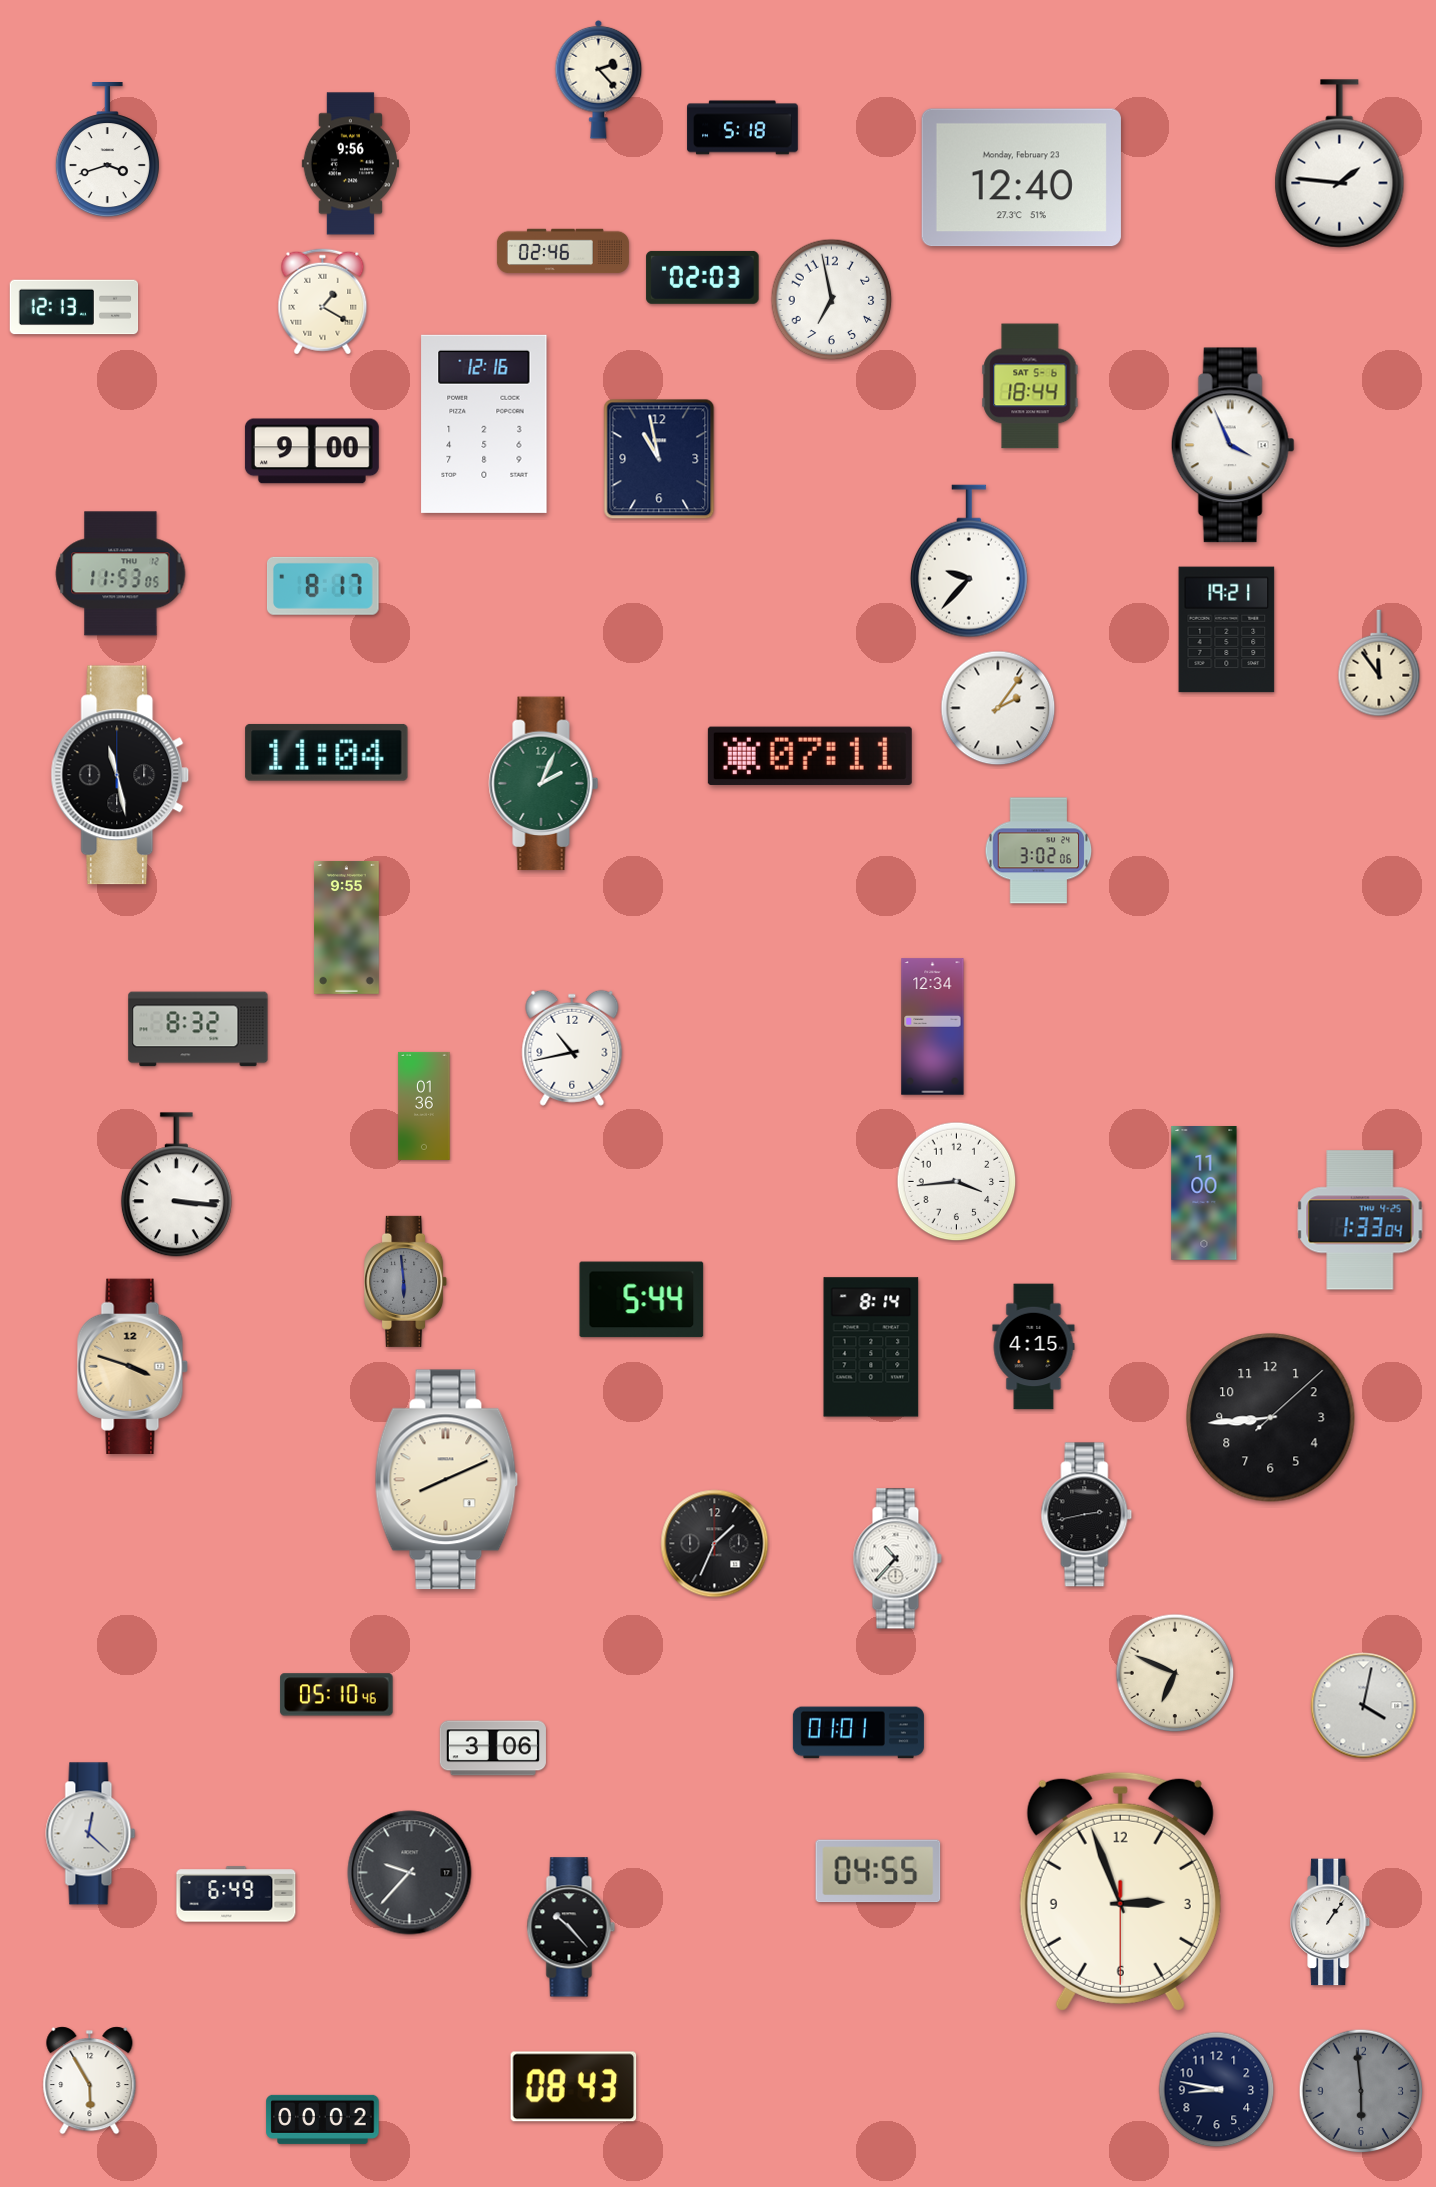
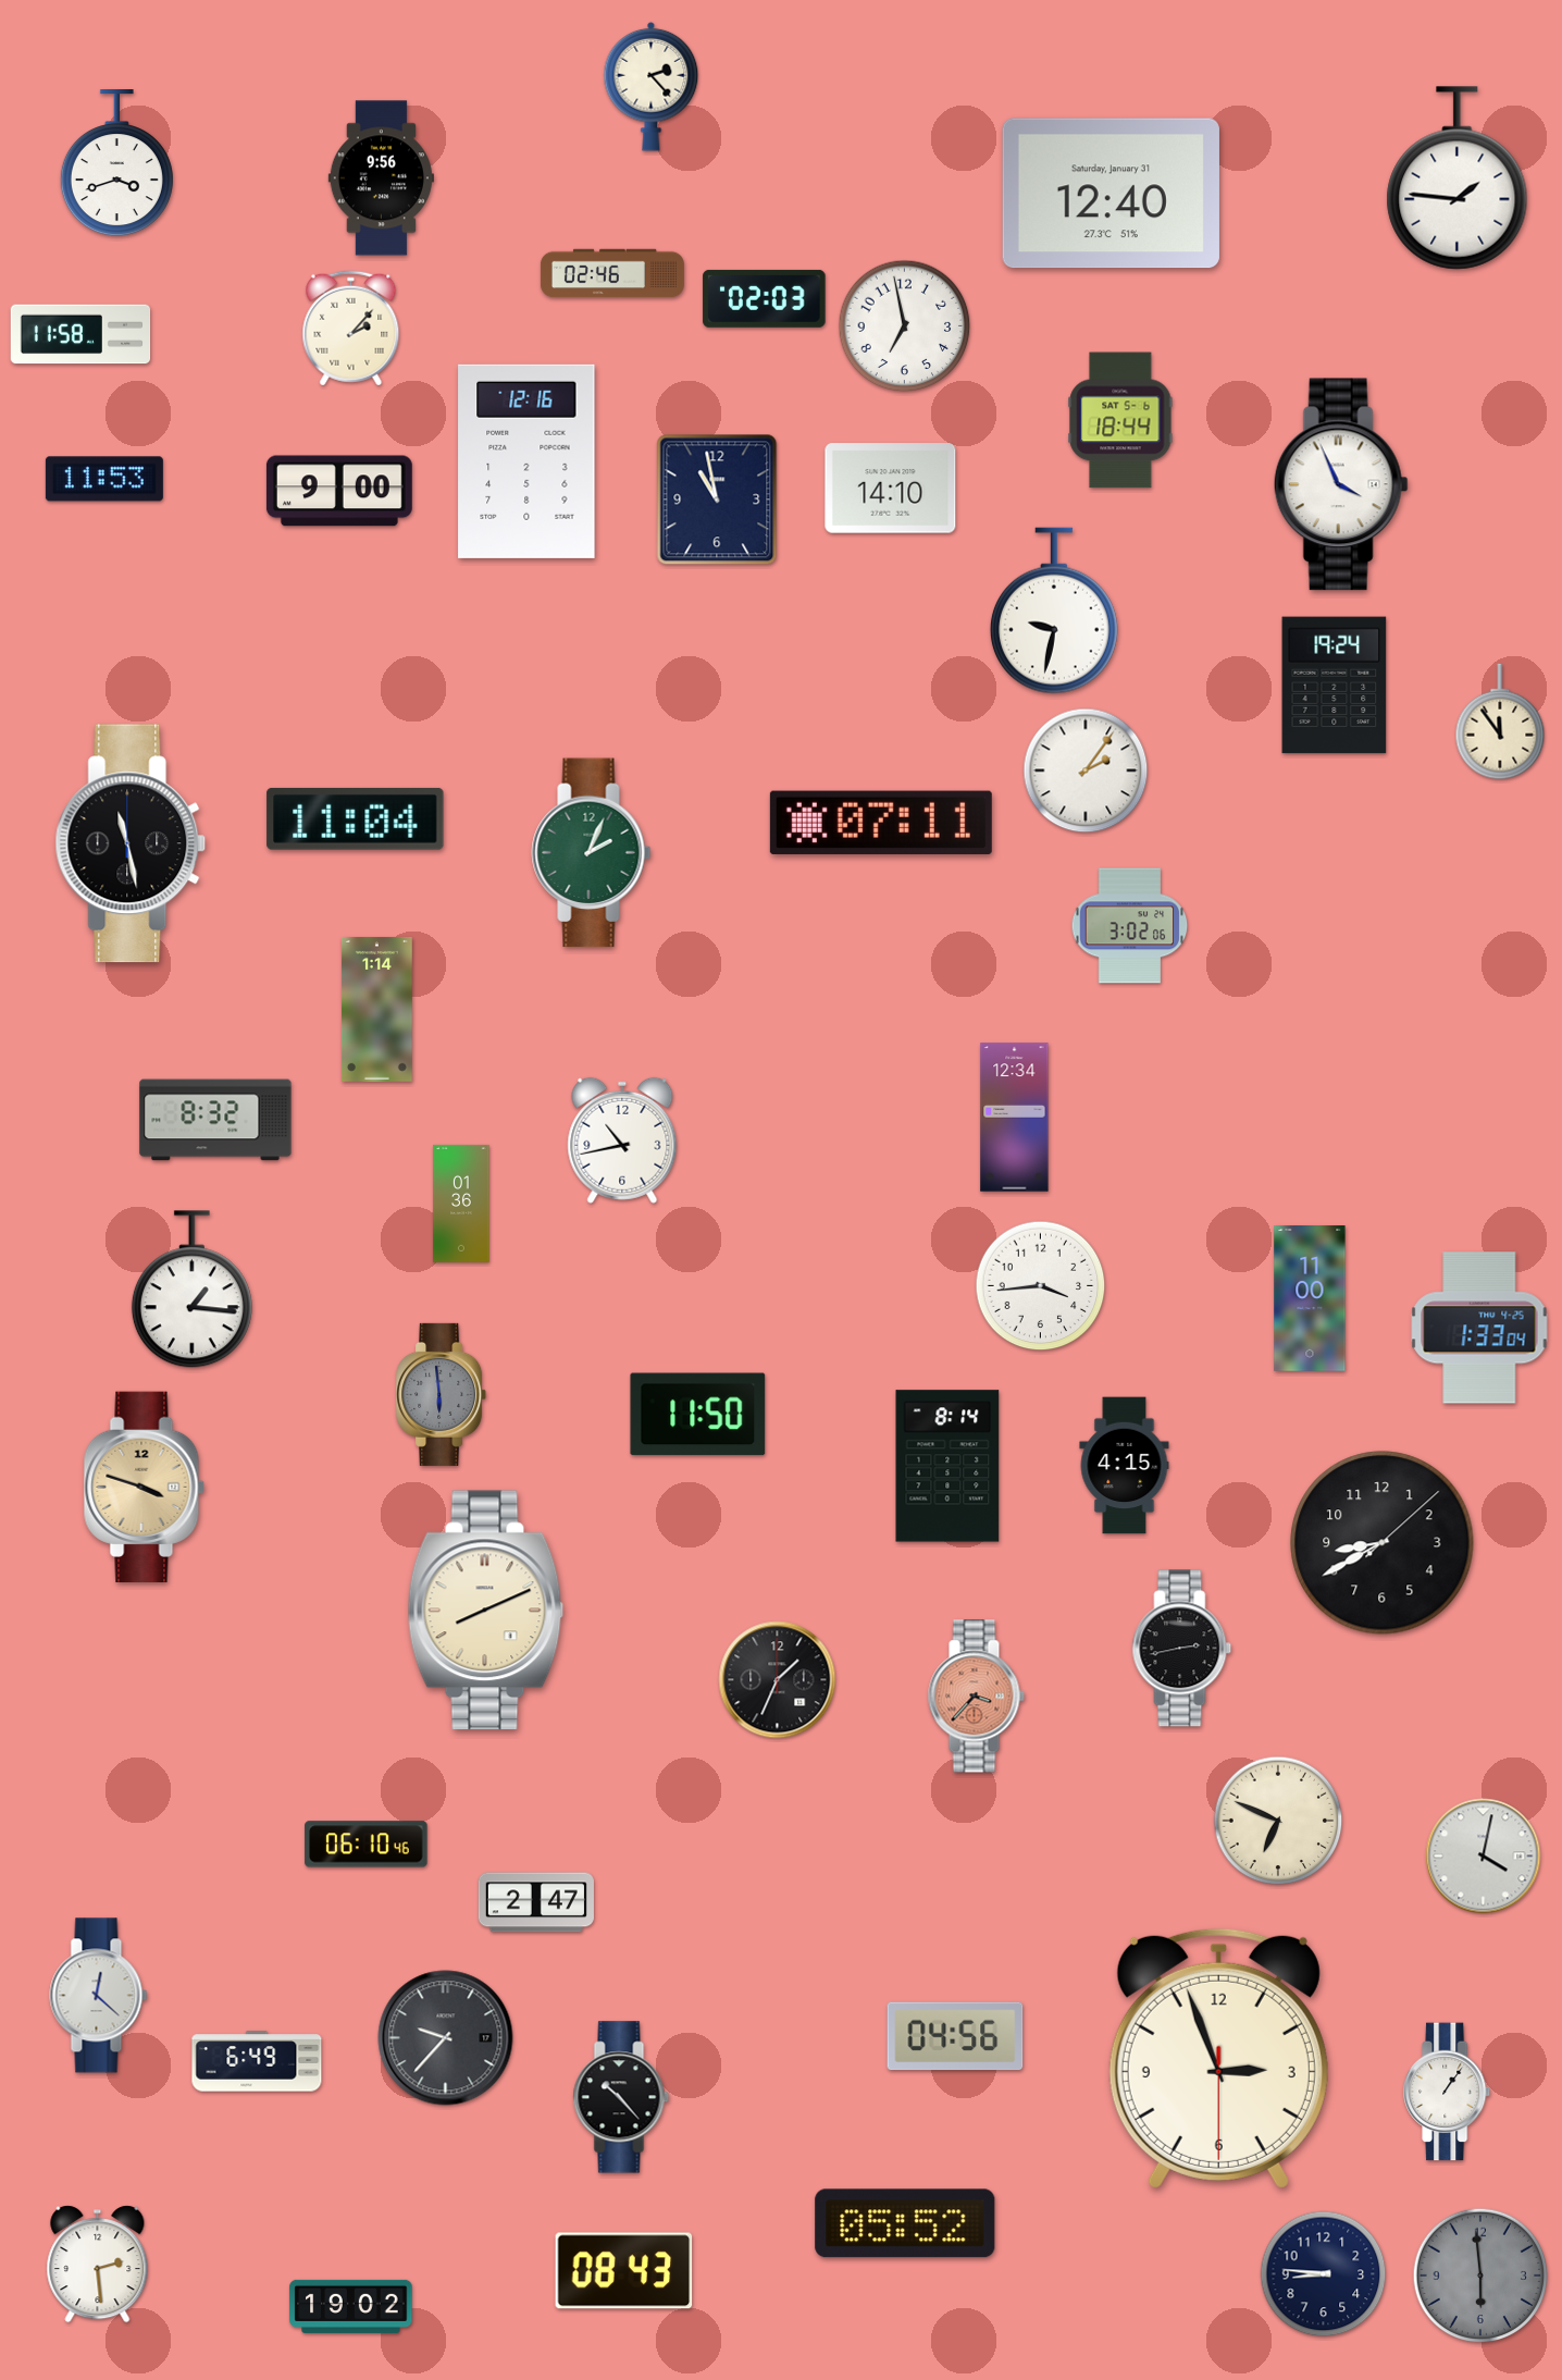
clock at (743, 128): 5:18 -> none
clock at (1021, 178) date: Monday, February 23 -> Saturday, January 31
clock at (703, 277) position: (703, 277) -> (765, 298)
clock at (323, 302): 1:20 -> 2:07
clock at (74, 307): 12:13 -> 11:58
clock at (104, 479): none -> 11:53
clock at (891, 489): none -> 14:10
clock at (969, 561): 9:37 -> 9:32
clock at (121, 574): 11:53 -> none
clock at (324, 586): 8:17 -> none
clock at (1227, 630): 19:21 -> 19:24
clock at (347, 927): 9:55 -> 1:14
clock at (176, 1185): 3:16 -> 1:16
clock at (642, 1300): 5:44 -> 11:50
clock at (1271, 1418): 8:44 -> 8:40
clock at (897, 1559): 10:37 -> 3:37
clock at (897, 1559) dial: white -> salmon
clock at (337, 1695): 05:10 -> 06:10
clock at (858, 1733): 01:01 -> none
clock at (493, 1748): 3:06 -> 2:47
clock at (878, 1871): 04:55 -> 04:56
clock at (905, 2223): none -> 05:52
clock at (90, 2081): 5:55 -> 2:29
clock at (1217, 2090): 8:47 -> 8:46
clock at (323, 2119): 00:02 -> 19:02
